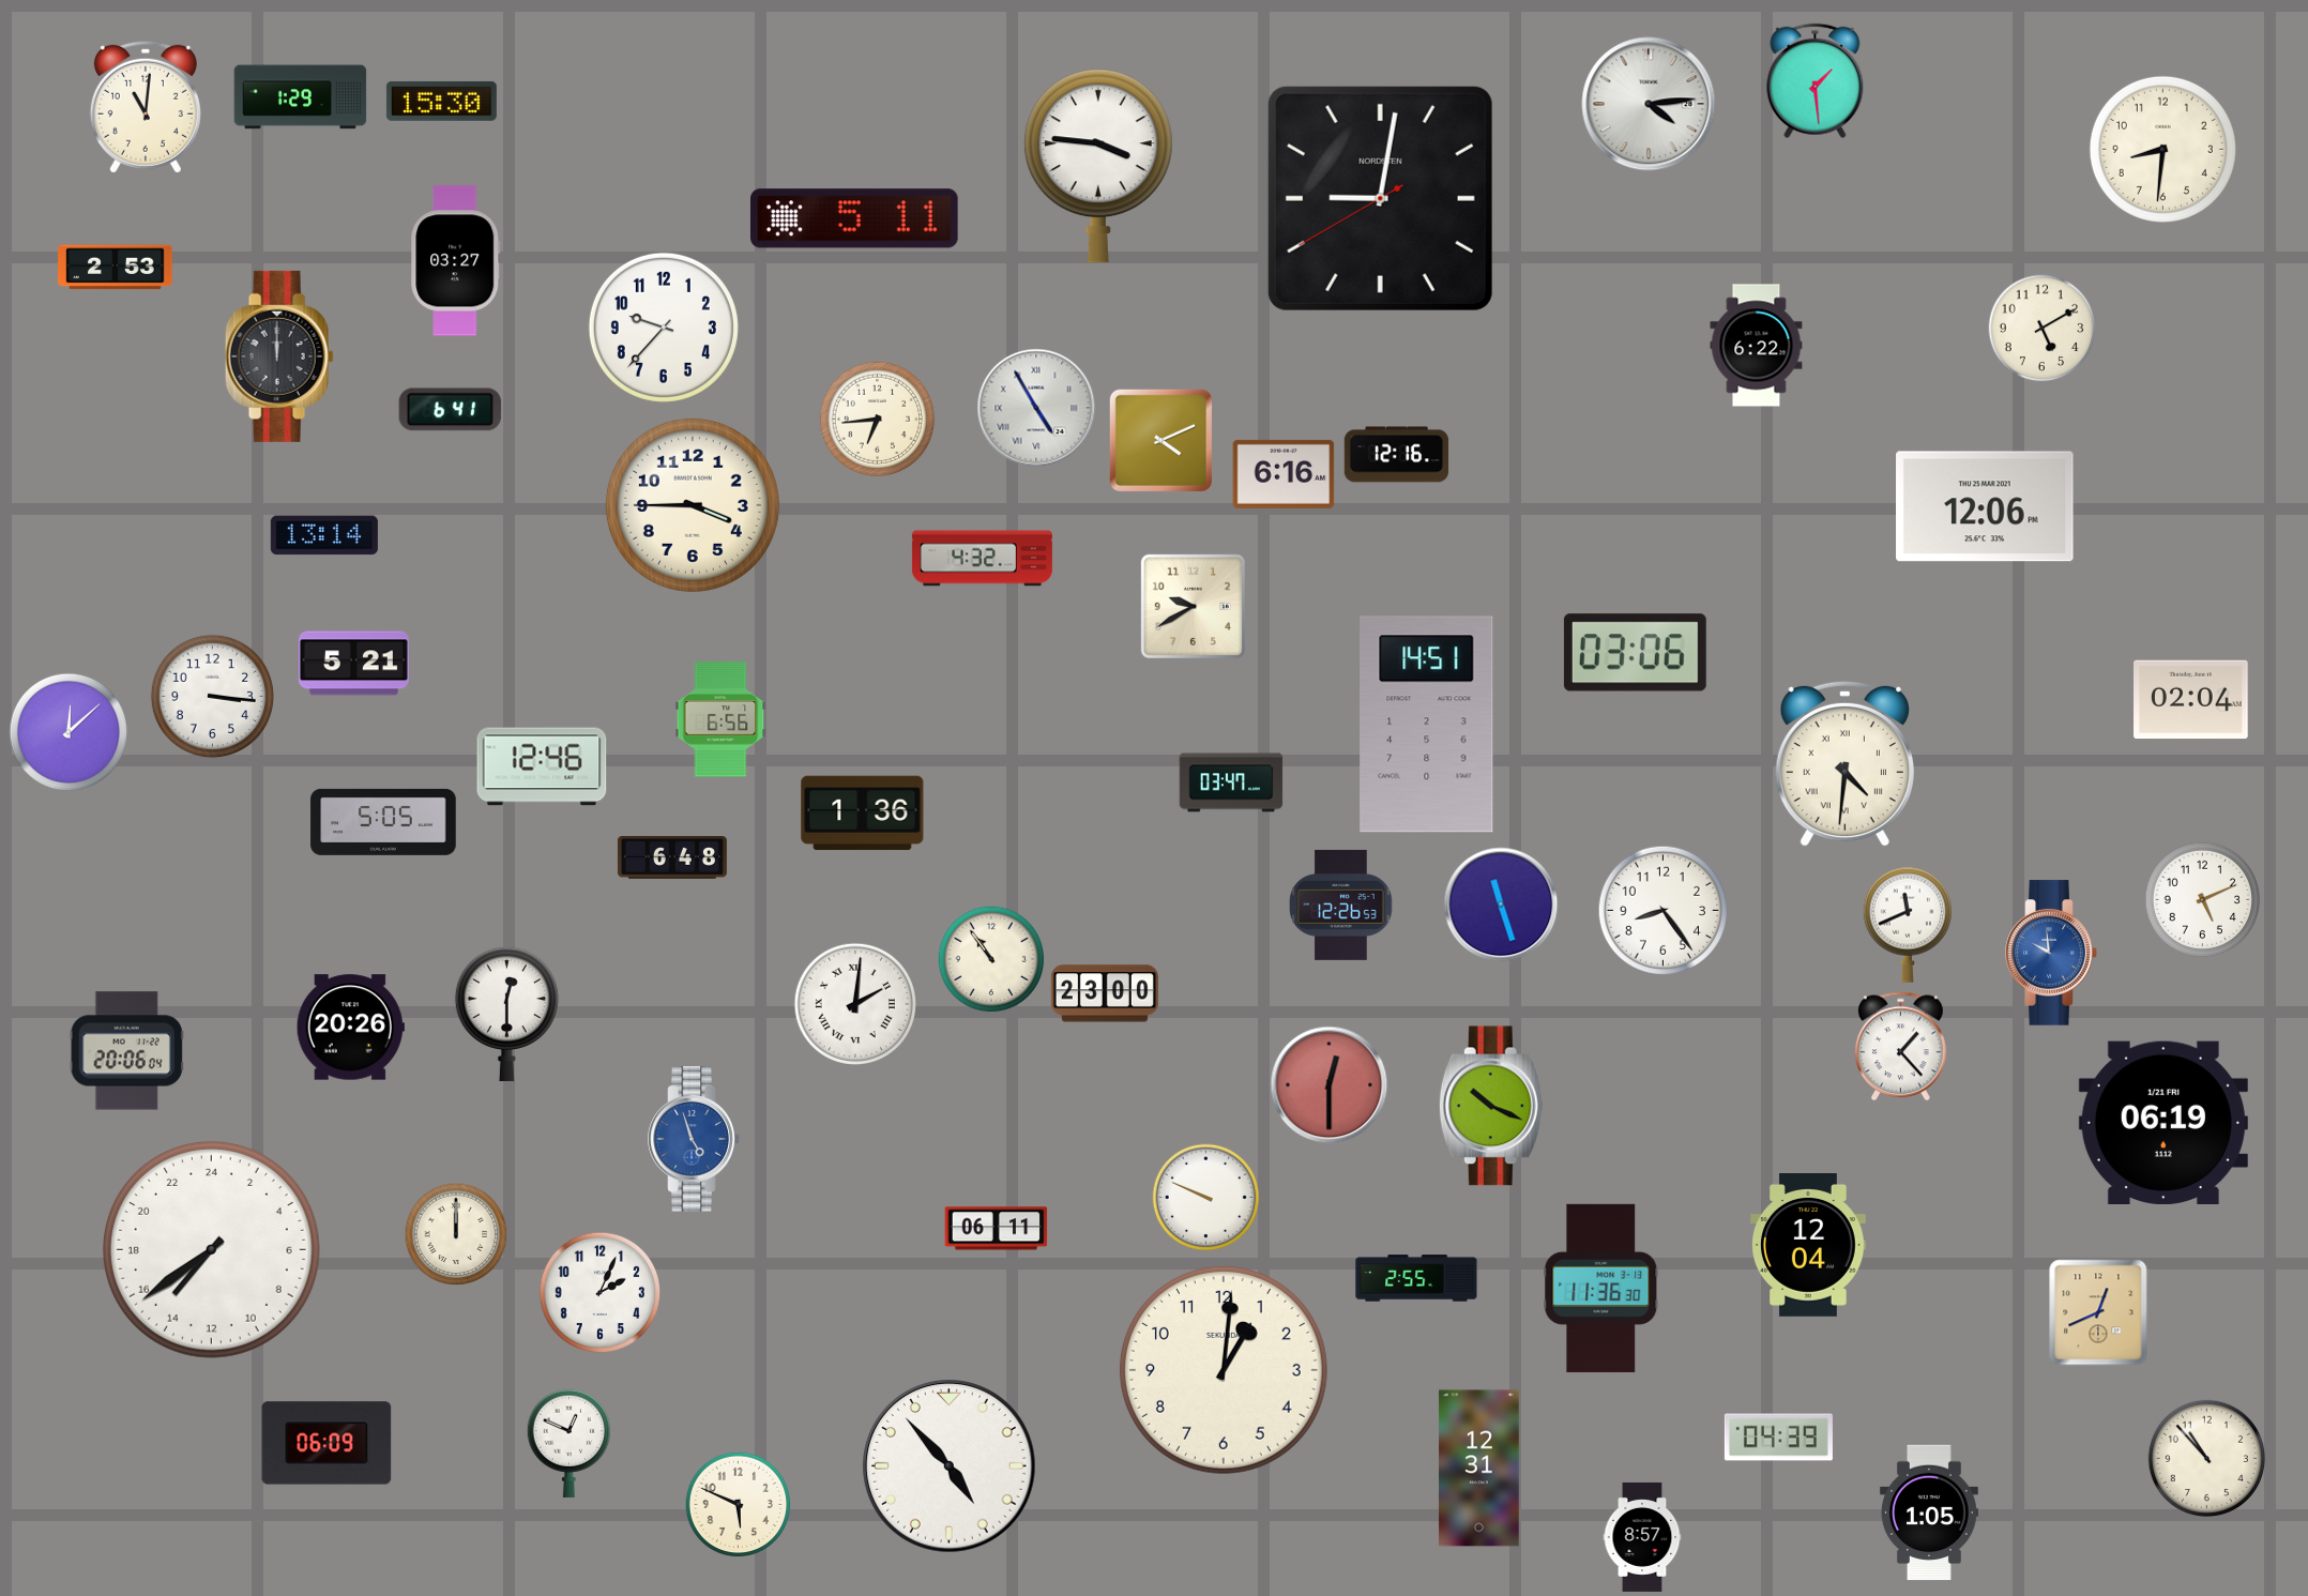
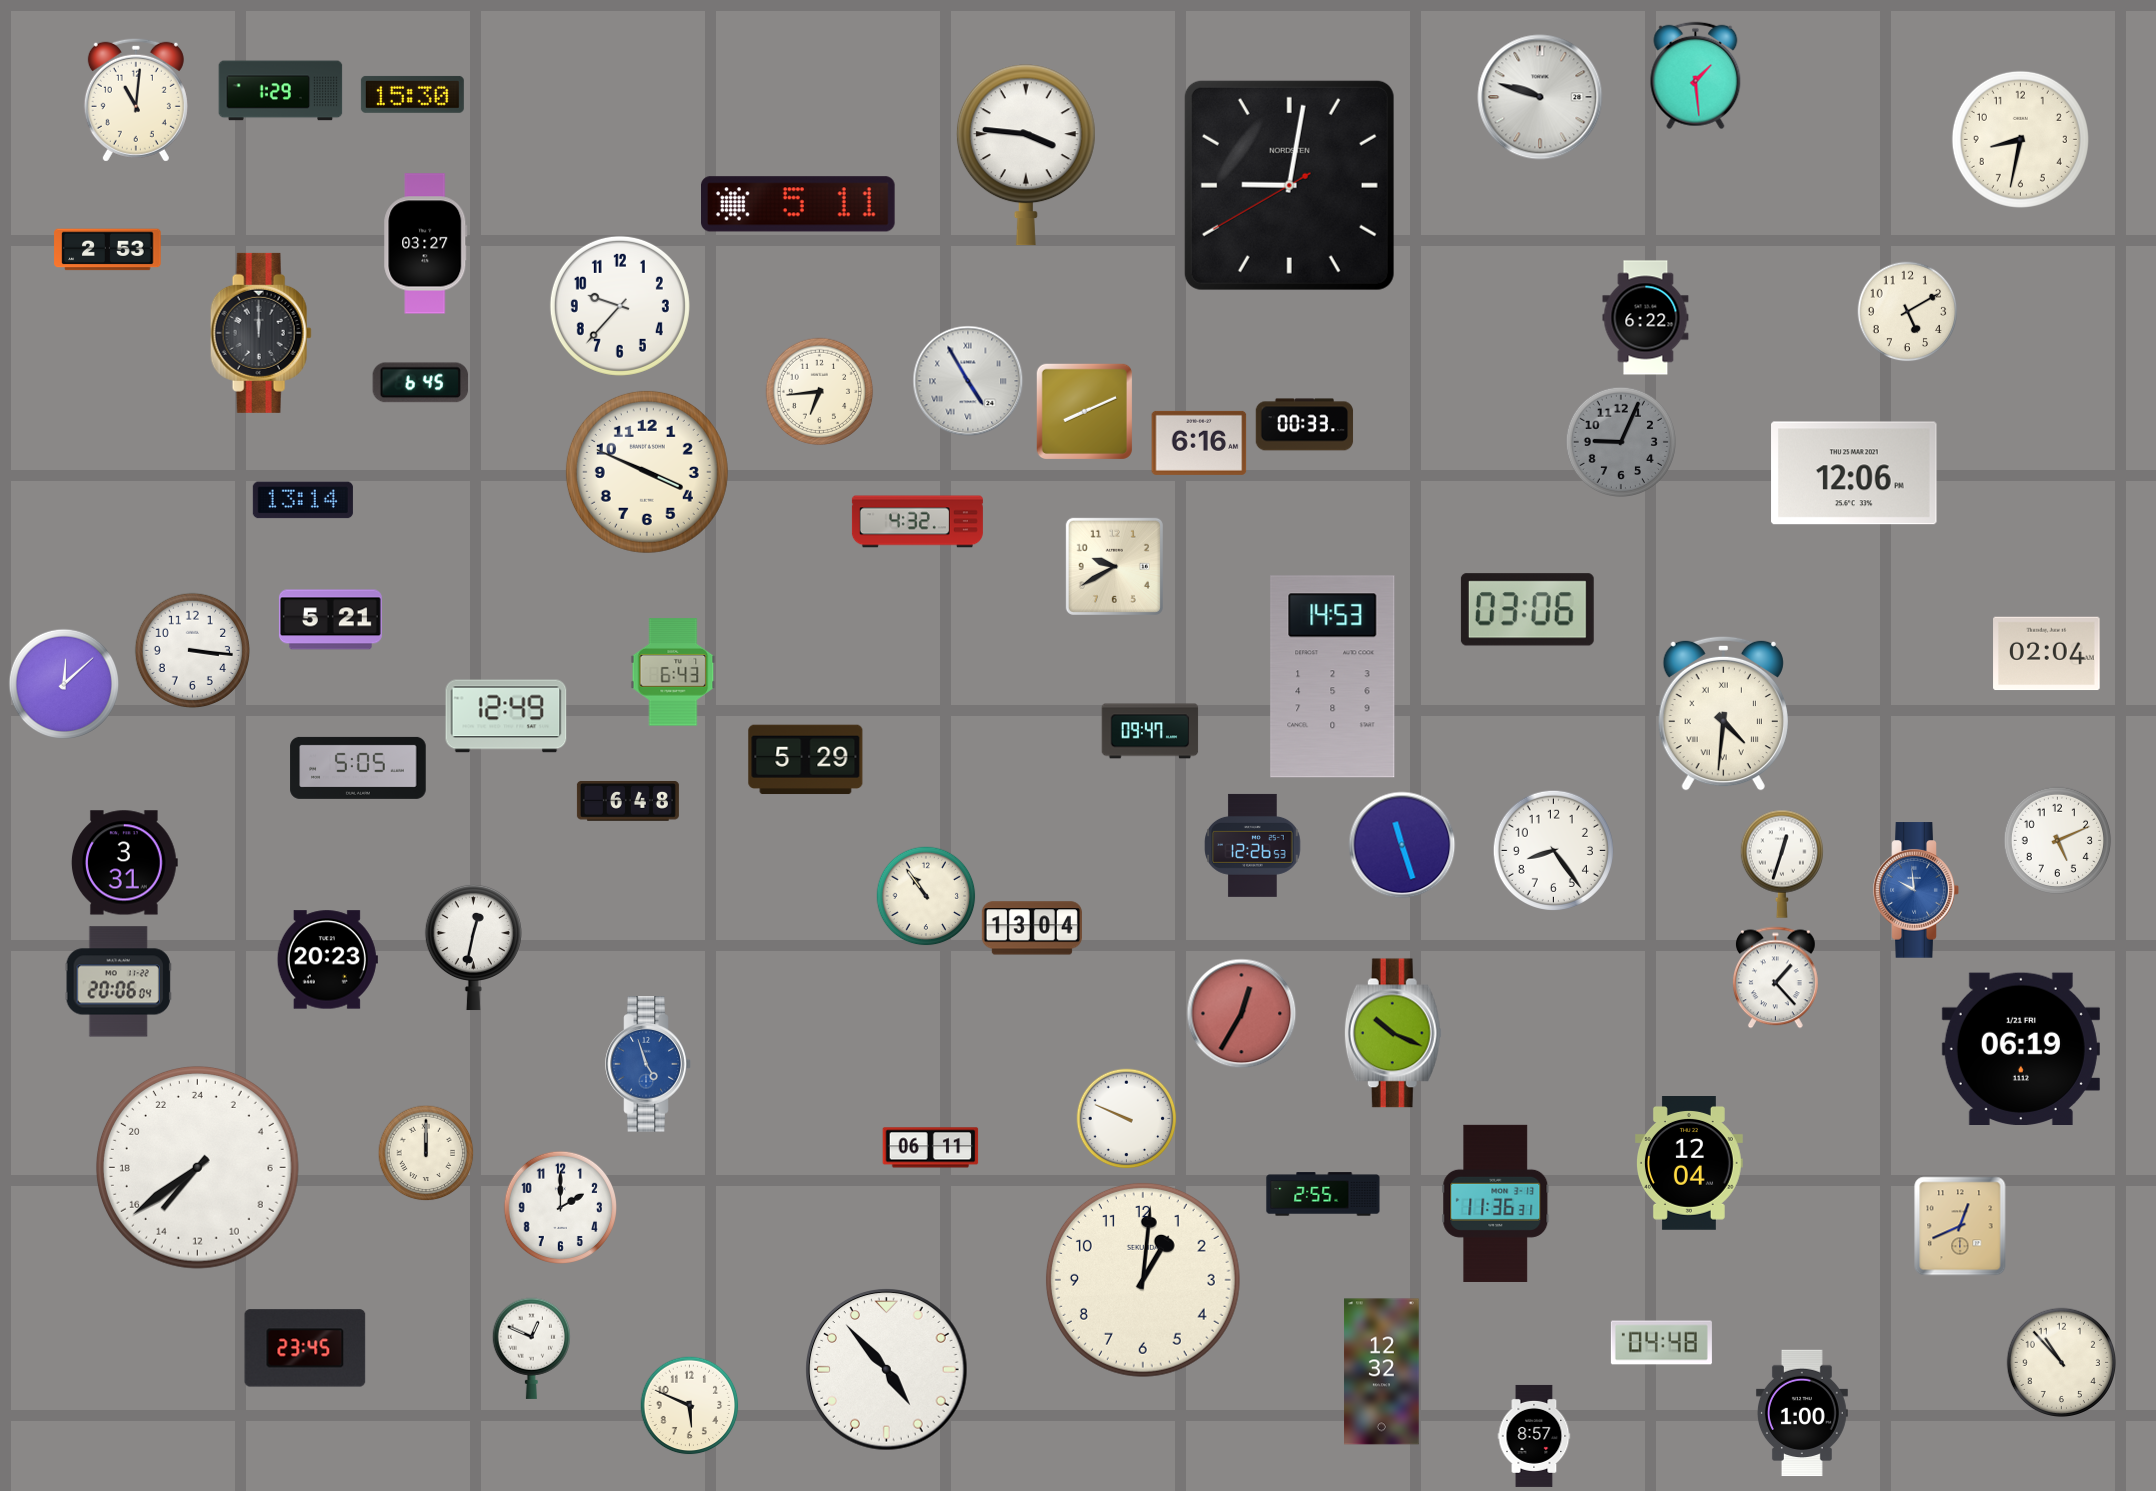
clock at (1649, 104): 4:14 -> 9:48
clock at (2162, 149): 8:31 -> 8:32
clock at (2043, 329) position: (2043, 329) -> (1908, 312)
clock at (1757, 346) position: (1757, 346) -> (1646, 318)
clock at (451, 410): 6:41 -> 6:45
clock at (1160, 440): 4:11 -> 8:11
clock at (1397, 455): 12:16 -> 00:33
clock at (1620, 441): none -> 9:04
clock at (693, 505): 3:45 -> 3:49
clock at (212, 696) position: (212, 696) -> (192, 650)
clock at (720, 719): 6:56 -> 6:43
clock at (1427, 725): 14:51 -> 14:53
clock at (542, 766): 12:46 -> 12:49
clock at (1231, 782): 03:47 -> 09:47
clock at (863, 814): 1:36 -> 5:29
clock at (125, 863): none -> 3:31
clock at (1907, 925): 11:41 -> 12:33
clock at (1105, 993): 23:00 -> 13:04
clock at (854, 1003): 2:01 -> none
clock at (506, 1014): 12:30 -> 12:32
clock at (350, 1028): 20:26 -> 20:23
clock at (1330, 1085): 12:30 -> 12:35
clock at (1601, 1288): 11:36:30 -> 11:36:31
clock at (599, 1292): 2:04 -> 2:00
clock at (1778, 1438): 04:39 -> 04:48
clock at (327, 1443): 06:09 -> 23:45
clock at (1479, 1469): 12:31 -> 12:32
clock at (1929, 1513): 1:05 -> 1:00
